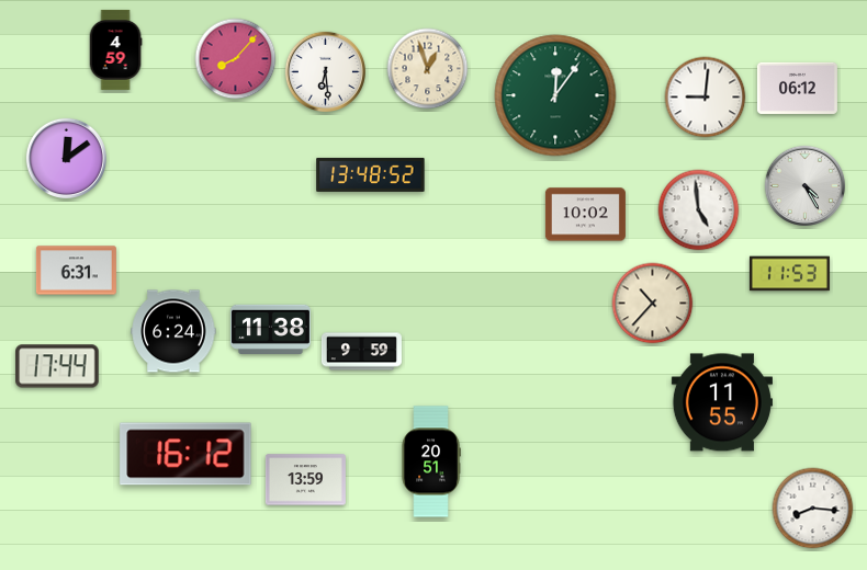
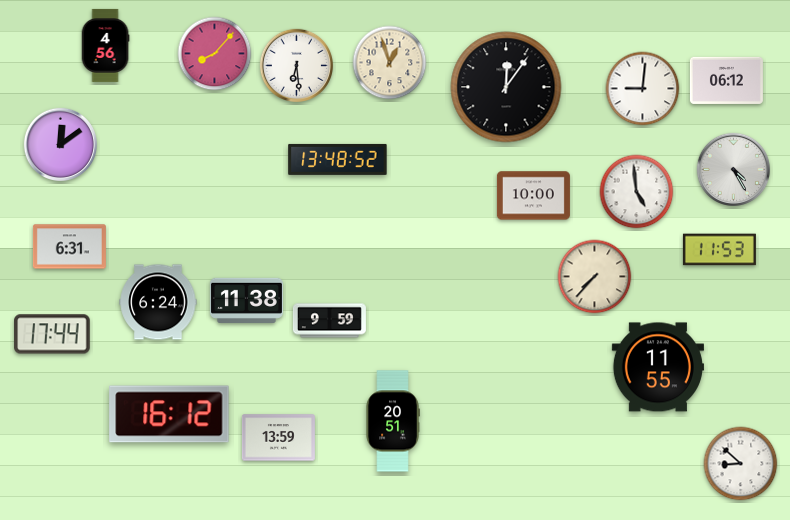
clock at (115, 49): 4:59 -> 4:56
clock at (555, 95) dial: green -> black
clock at (585, 215): 10:02 -> 10:00
clock at (653, 304): 10:37 -> 7:37
clock at (813, 509): 8:16 -> 8:52
